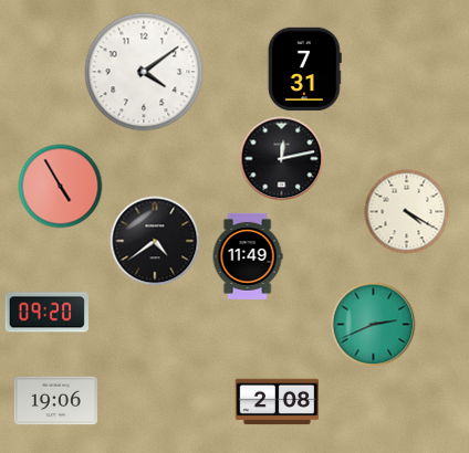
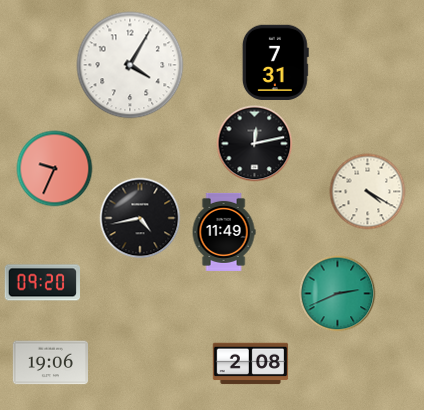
clock at (144, 72): 4:09 -> 4:05
clock at (61, 187): 4:55 -> 9:34
clock at (155, 241): 4:39 -> 4:43
